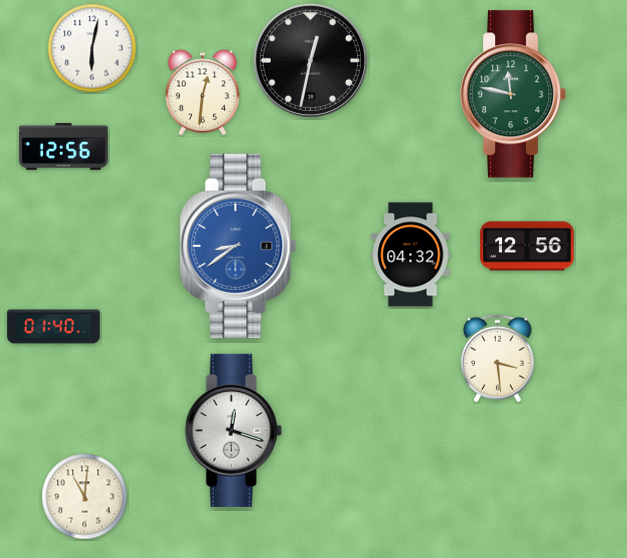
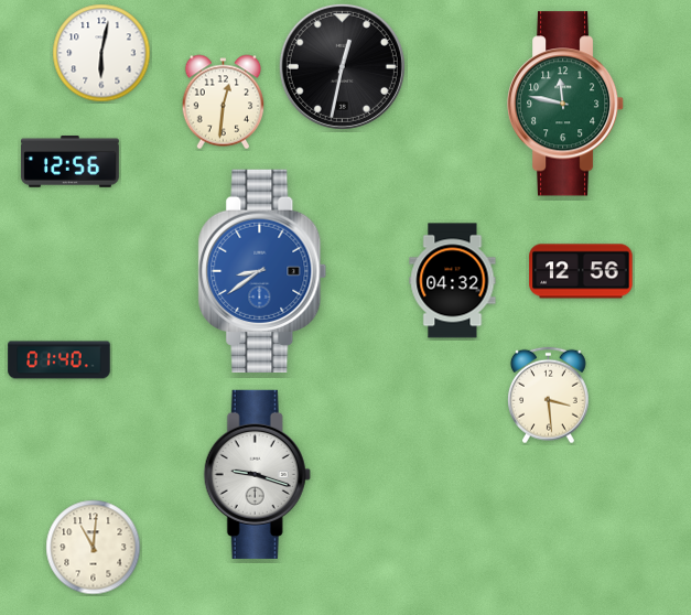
clock at (233, 430): 12:18 -> 9:18
